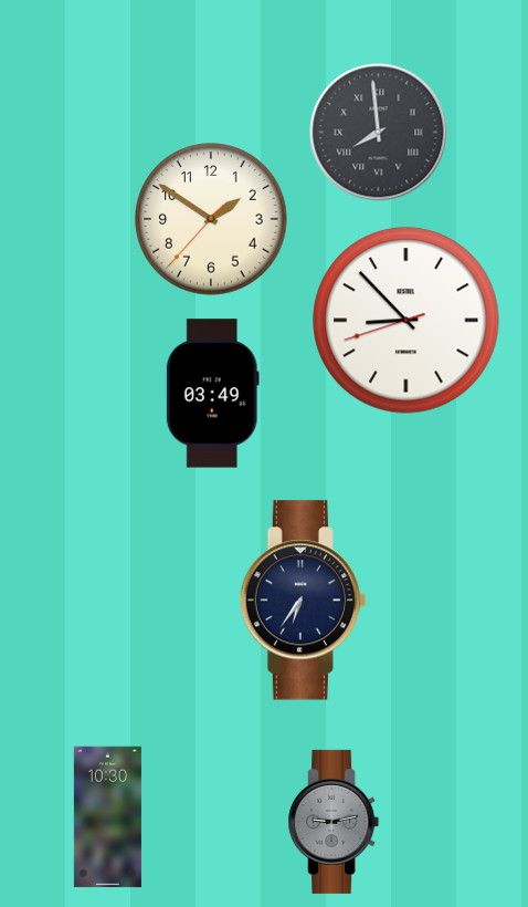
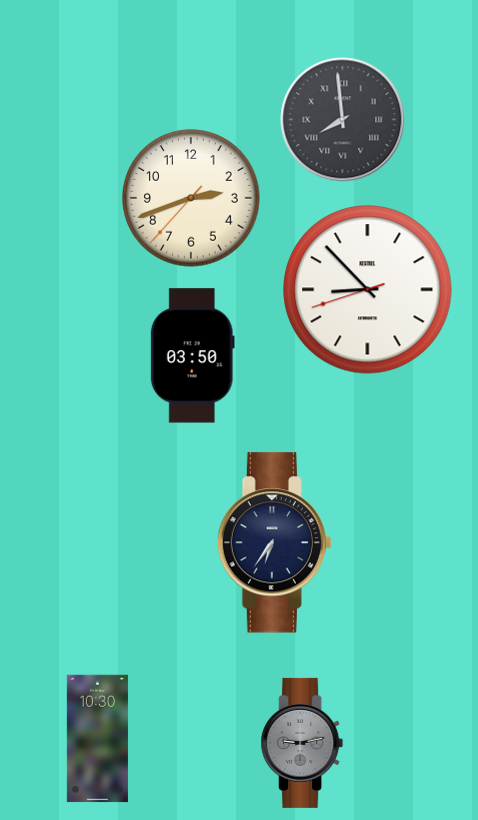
clock at (211, 219): 1:50 -> 2:41
clock at (212, 394): 03:49 -> 03:50
